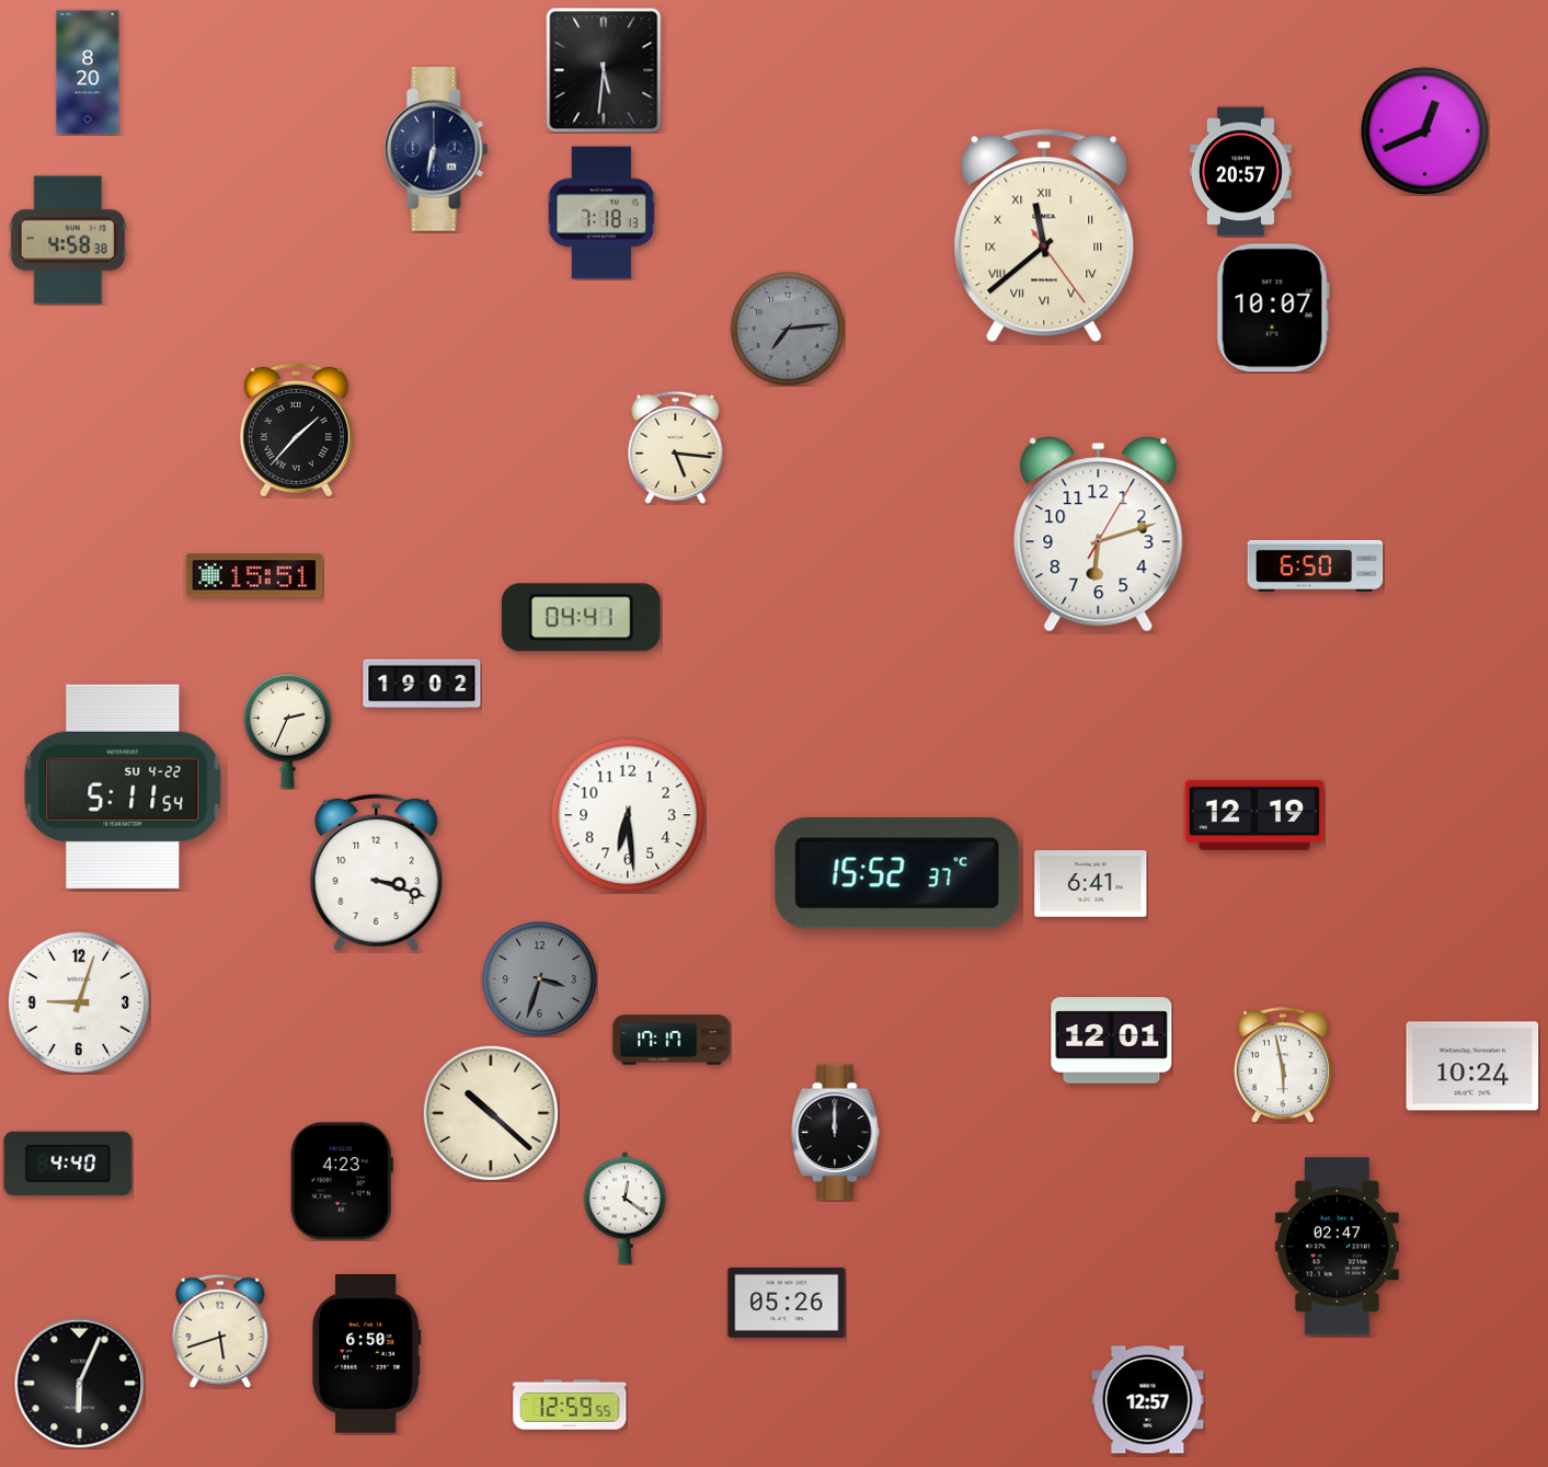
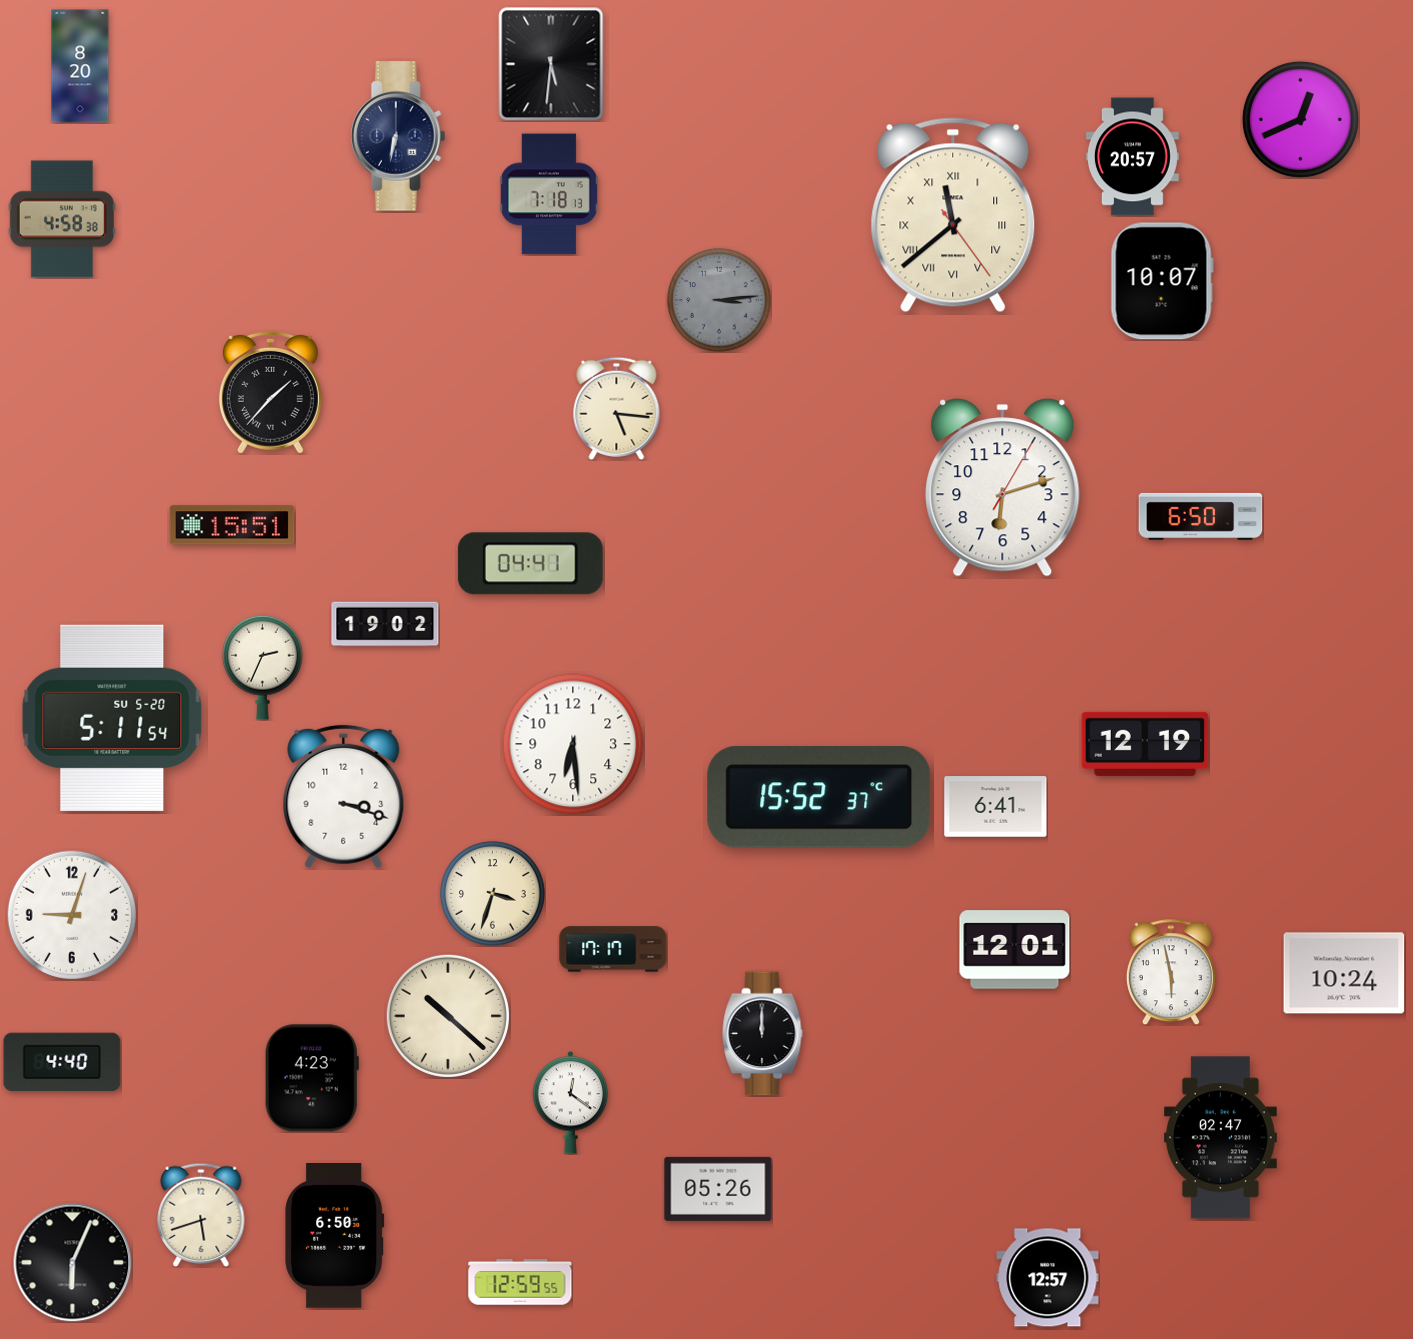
clock at (788, 329): 7:14 -> 3:14
clock at (123, 787) date: SU 4-22 -> SU 5-20
clock at (540, 979) dial: grey -> cream
